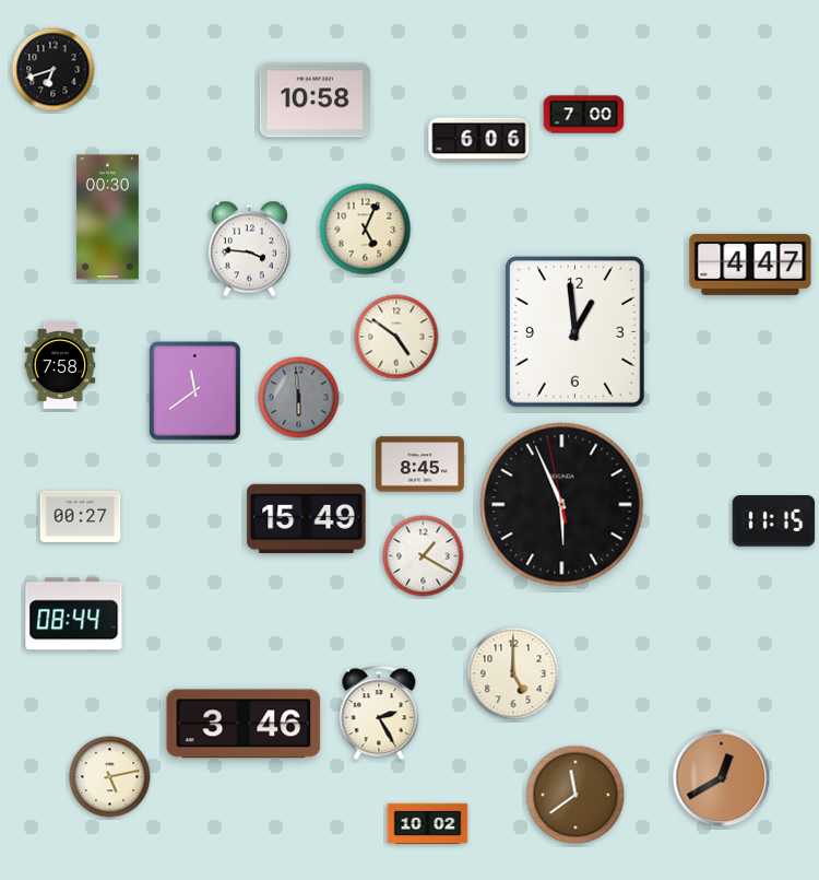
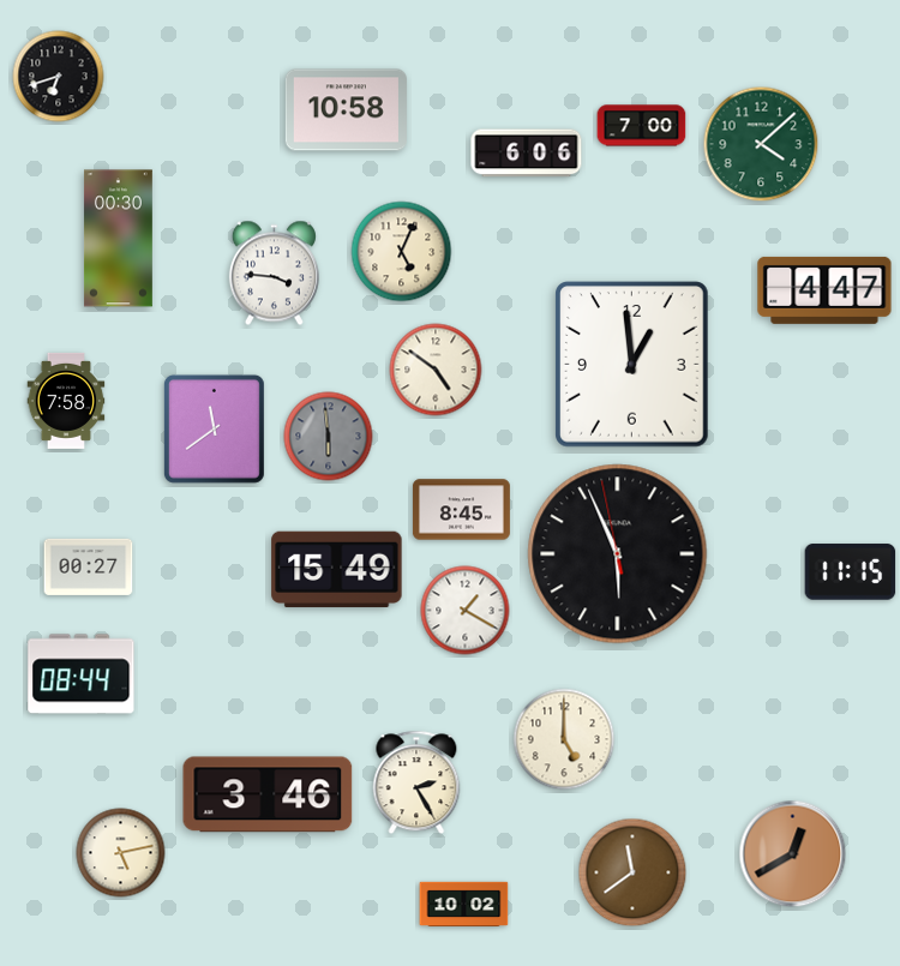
clock at (761, 144): none -> 4:08
clock at (428, 823) position: (428, 823) -> (464, 904)
